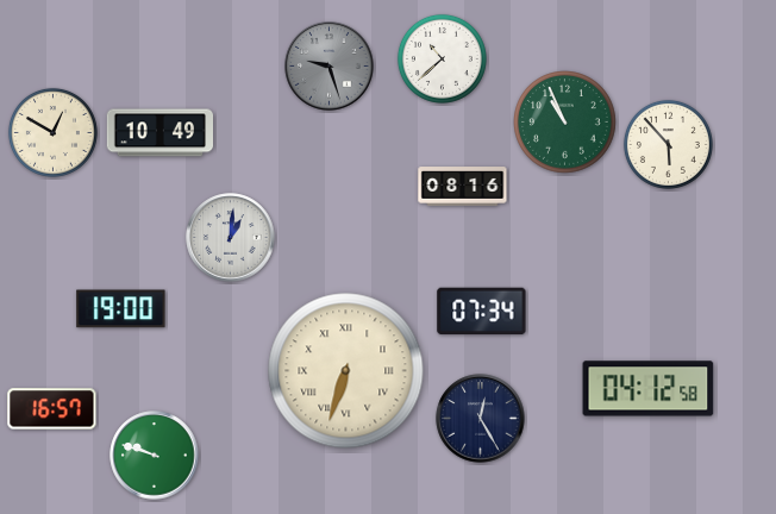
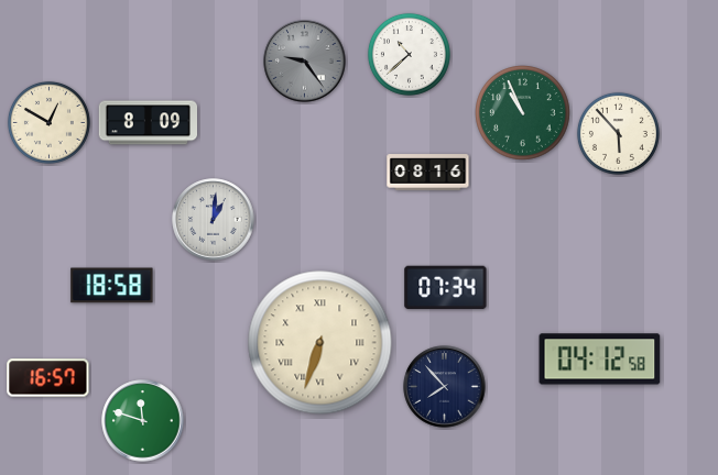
clock at (330, 67): 9:27 -> 9:24
clock at (159, 133): 10:49 -> 8:09
clock at (121, 309): 19:00 -> 18:58
clock at (481, 419): 12:25 -> 7:53
clock at (155, 456): 9:48 -> 11:48
